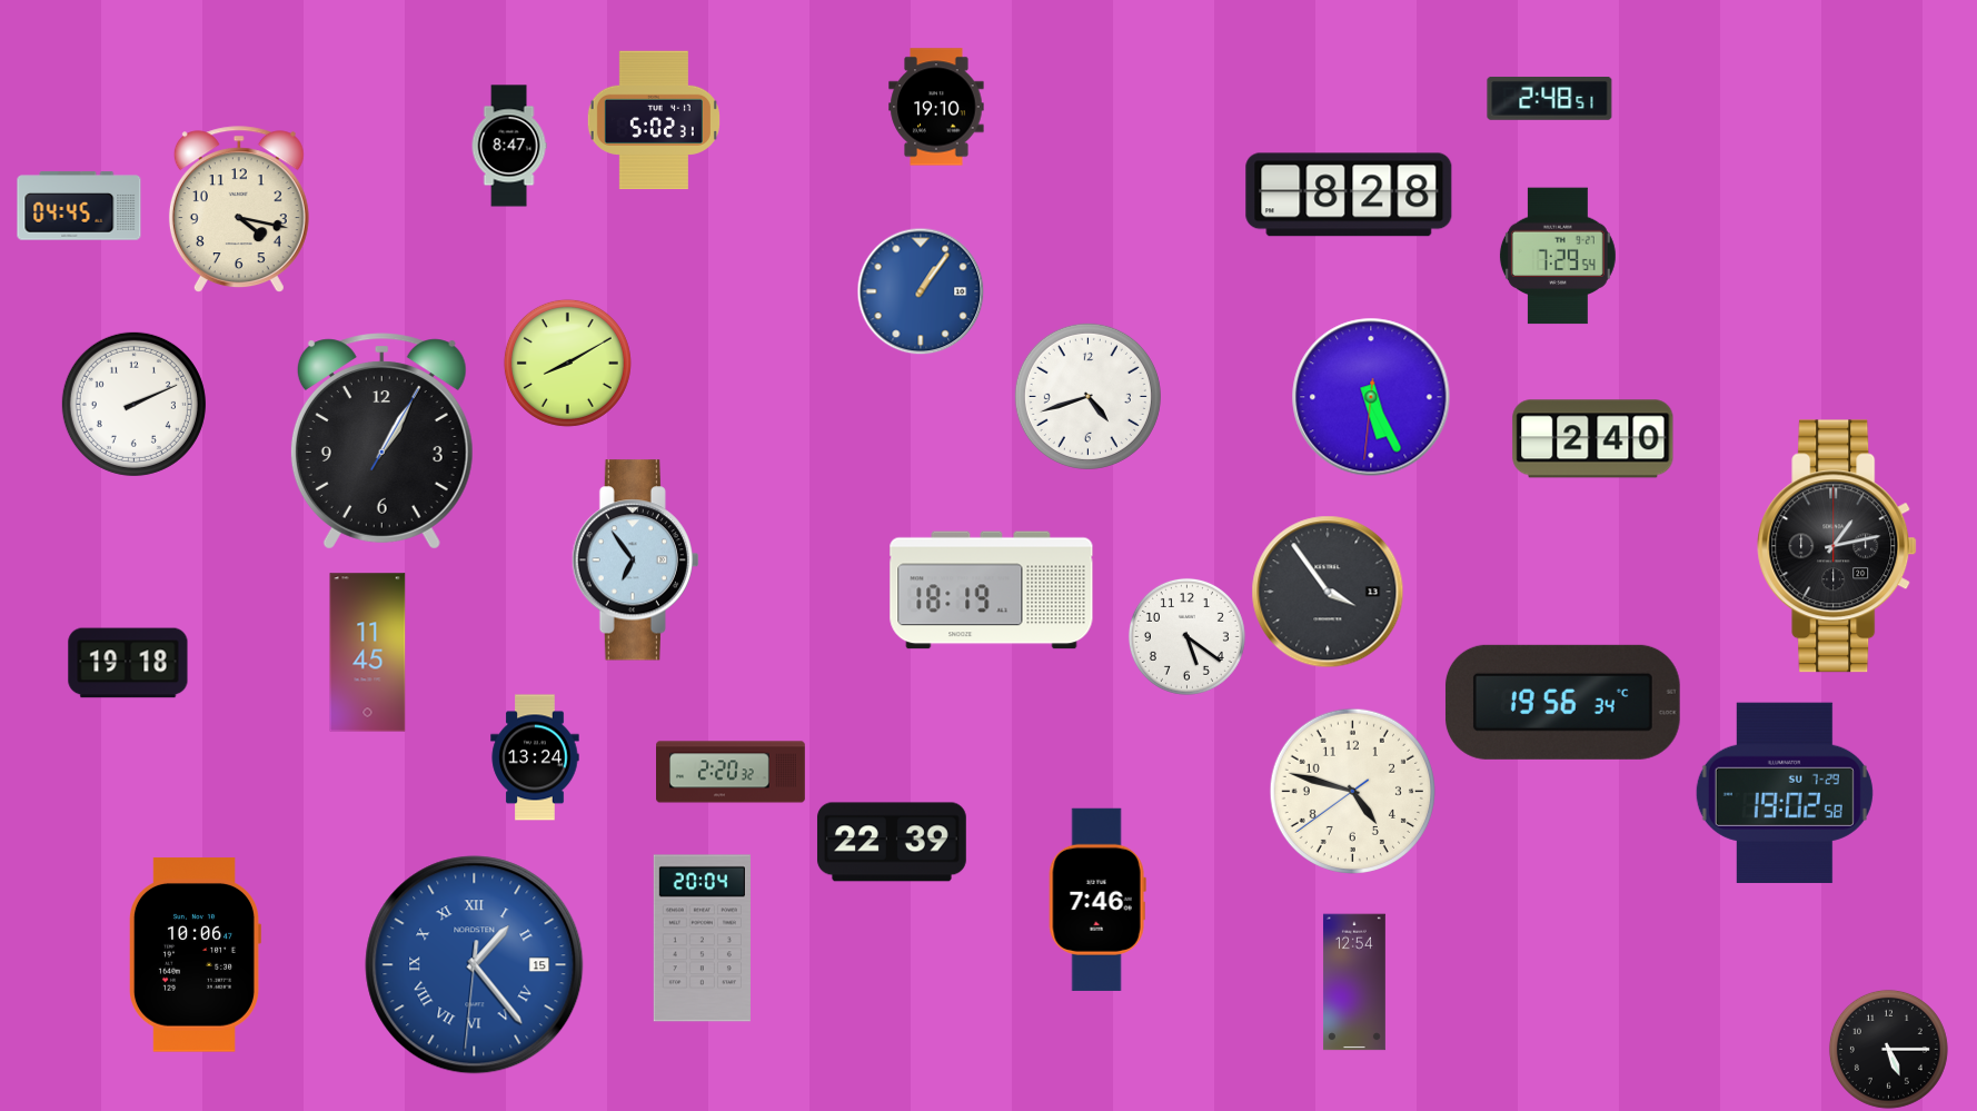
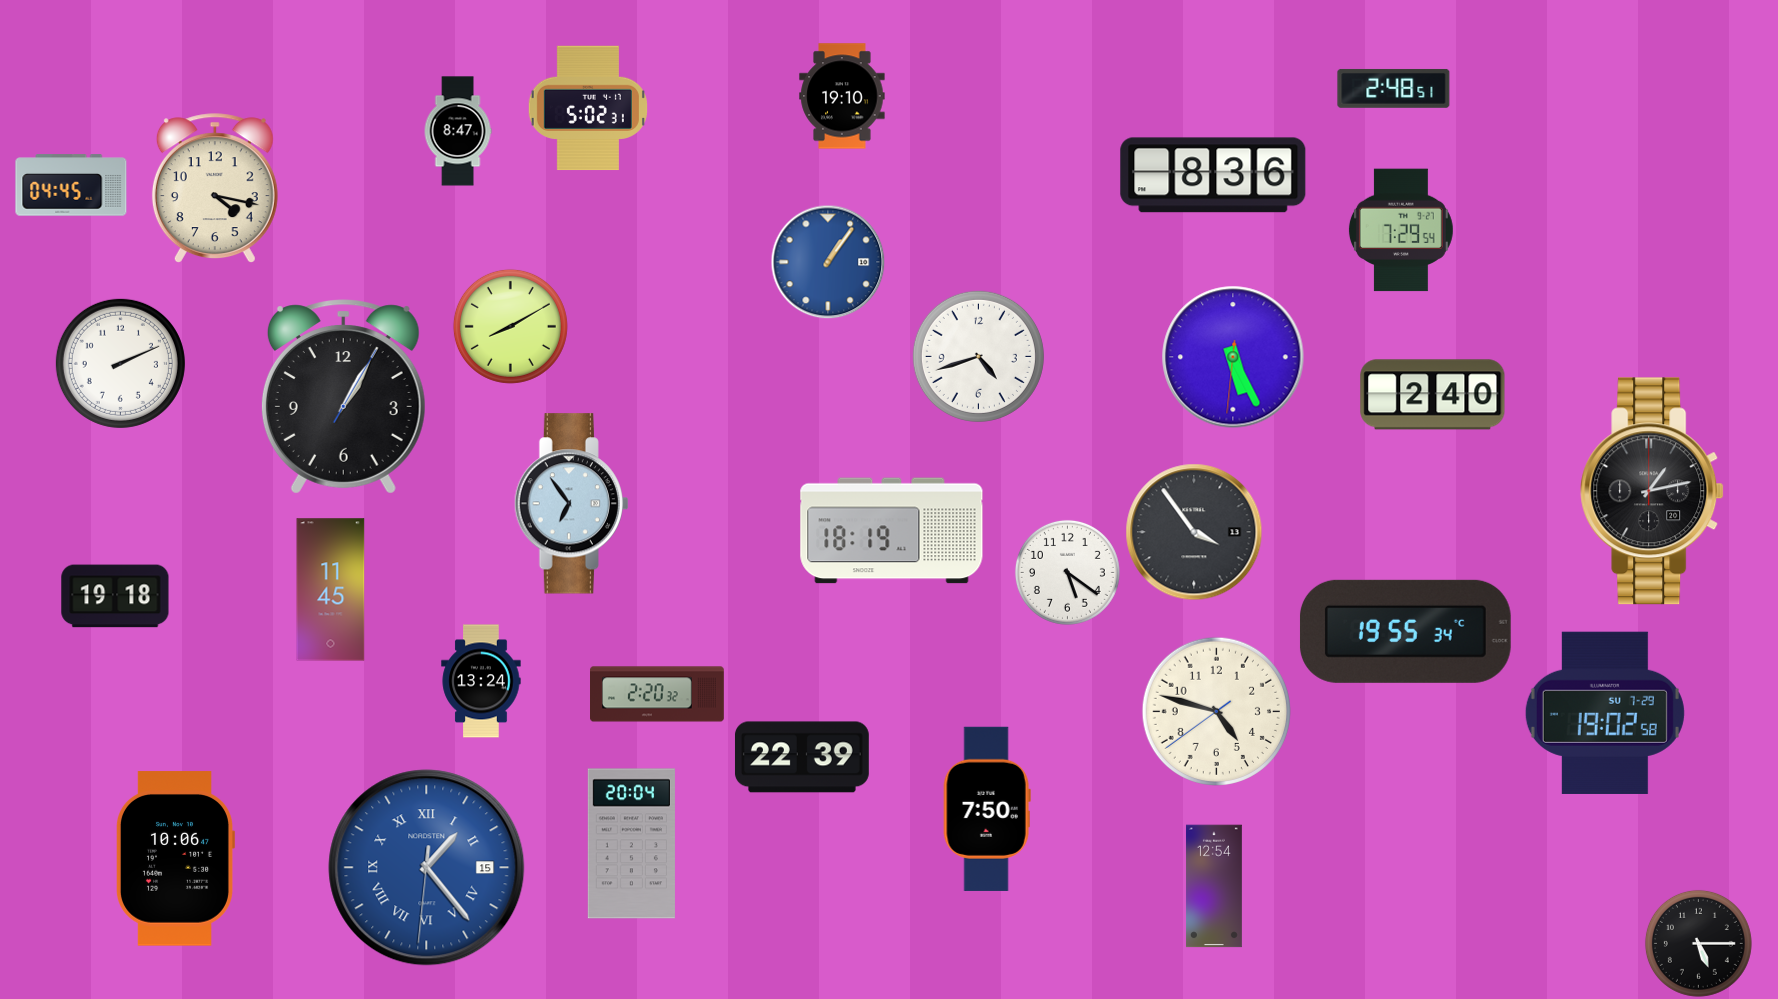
clock at (1349, 195): 8:28 -> 8:36
clock at (368, 653) position: (368, 653) -> (331, 590)
clock at (1562, 702): 19:56 -> 19:55
clock at (1097, 900): 7:46 -> 7:50
clock at (1354, 982) position: (1354, 982) -> (1214, 886)
